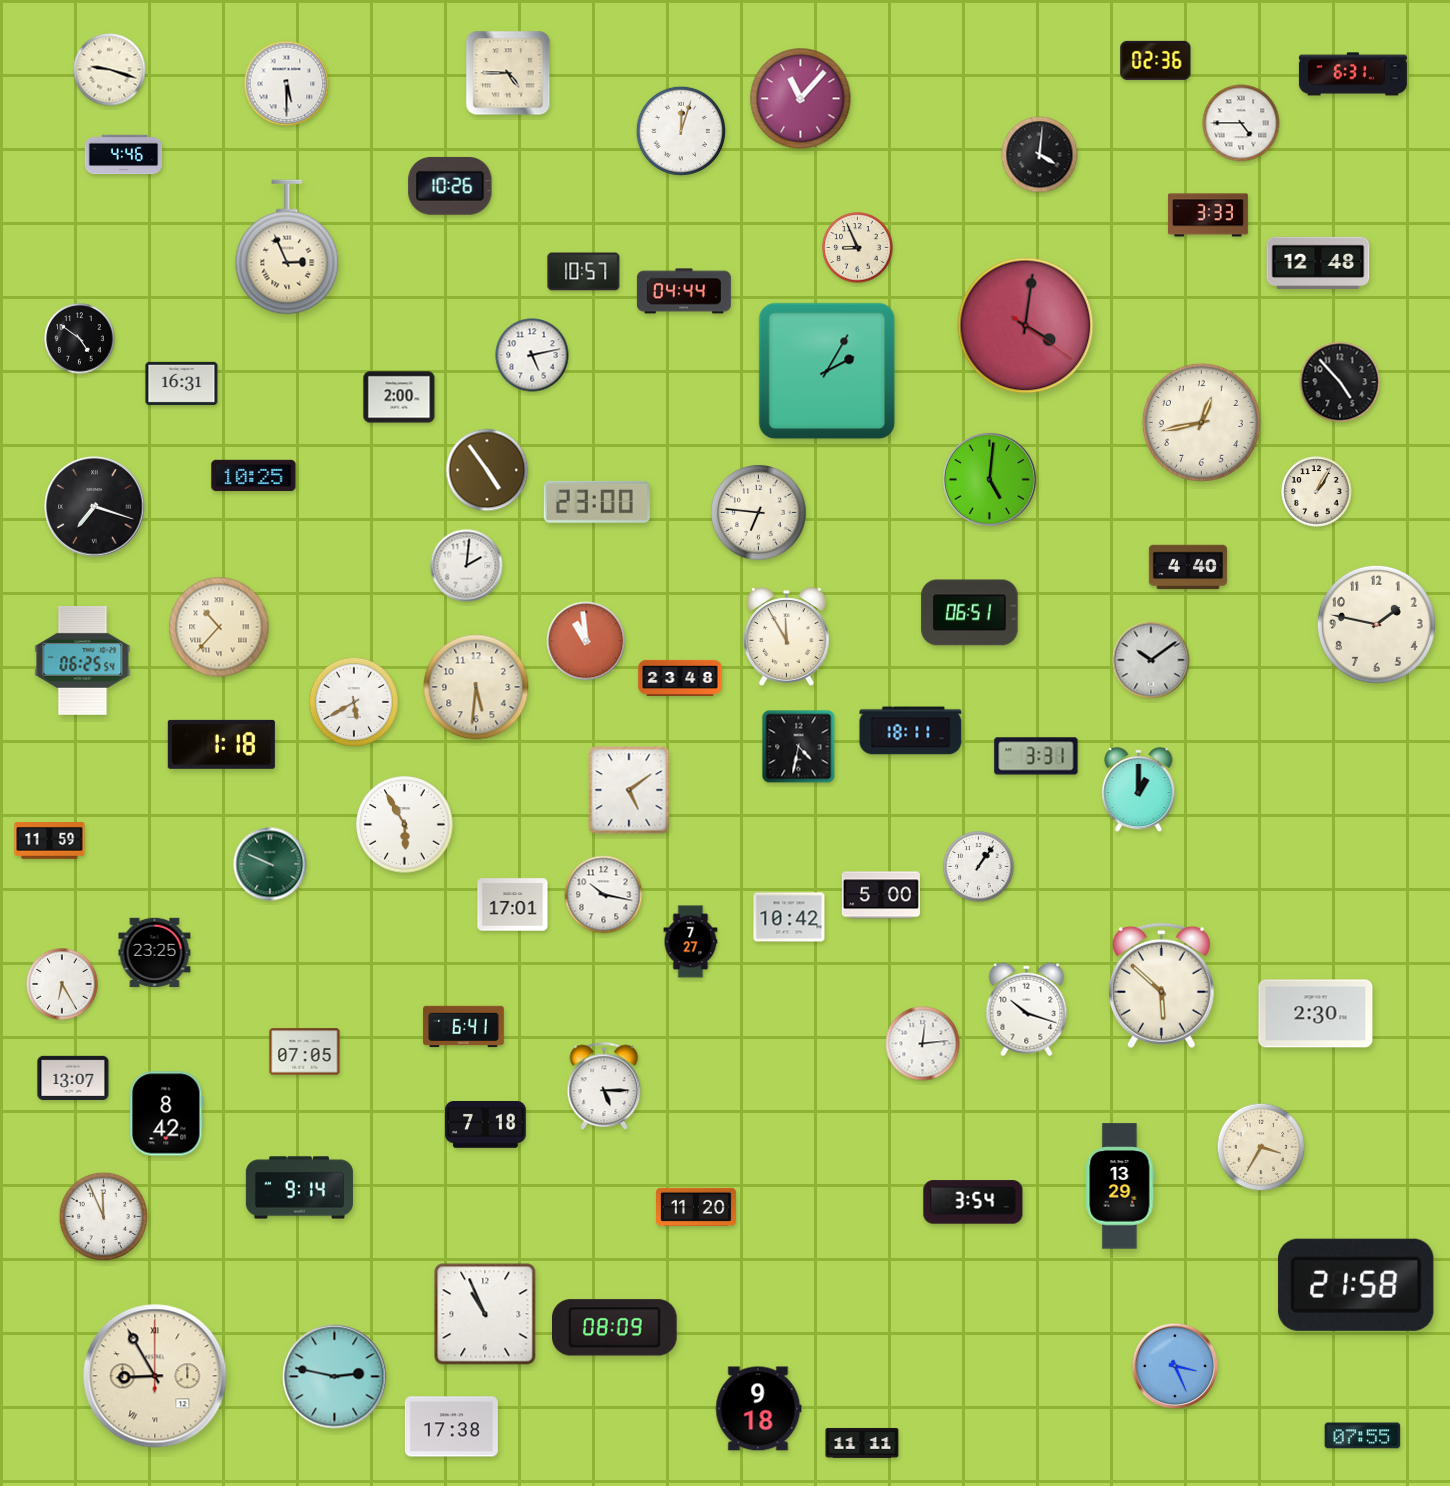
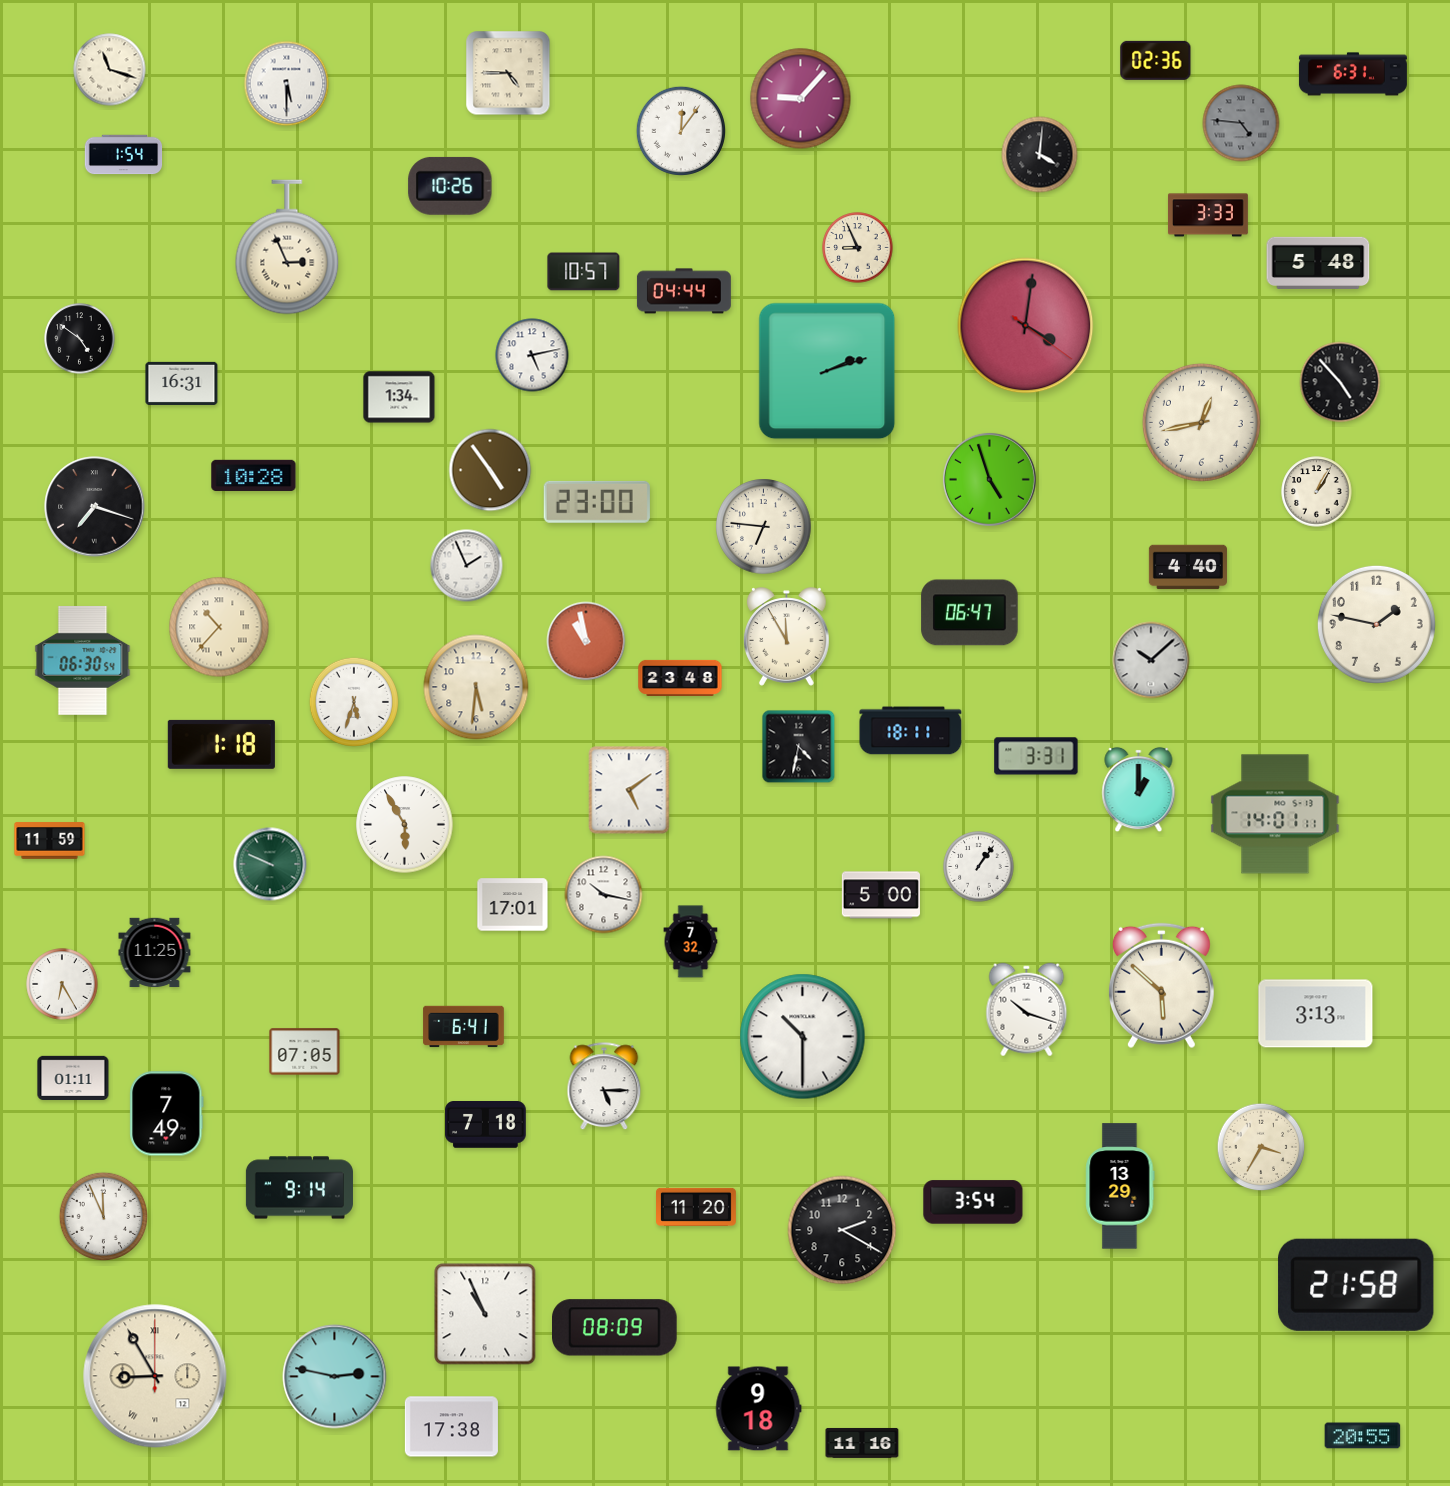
clock at (110, 70): 9:18 -> 11:18
clock at (801, 99): 11:07 -> 9:07
clock at (1241, 123): 4:45 -> 4:46
clock at (1241, 123) dial: white -> grey
clock at (680, 130): 12:03 -> 12:06
clock at (124, 155): 4:46 -> 1:54
clock at (1318, 263): 12:48 -> 5:48
clock at (827, 371): 2:05 -> 2:12
clock at (399, 397): 2:00 -> 1:34
clock at (487, 470) position: (487, 470) -> (490, 470)
clock at (254, 475): 10:25 -> 10:28
clock at (989, 479): 5:01 -> 4:57
clock at (759, 513) position: (759, 513) -> (764, 527)
clock at (467, 566): 2:01 -> 1:56
clock at (970, 613): 06:51 -> 06:47
clock at (586, 641): 10:59 -> 10:58
clock at (83, 660): 06:25 -> 06:30
clock at (1151, 660): 10:09 -> 10:08
clock at (353, 701): 5:40 -> 5:33
clock at (1275, 814): none -> 14:01
clock at (789, 917): 10:42 -> none
clock at (691, 942): 7:27 -> 7:32
clock at (155, 953): 23:25 -> 11:25
clock at (1316, 1014): 2:30 -> 3:13
clock at (803, 1037): none -> 10:30
clock at (923, 1044): 12:14 -> none
clock at (73, 1077): 13:07 -> 01:11
clock at (167, 1114): 8:42 -> 7:49
clock at (842, 1230): none -> 2:20
clock at (1175, 1366): 3:26 -> none
clock at (1363, 1436): 07:55 -> 20:55
clock at (862, 1443): 11:11 -> 11:16
